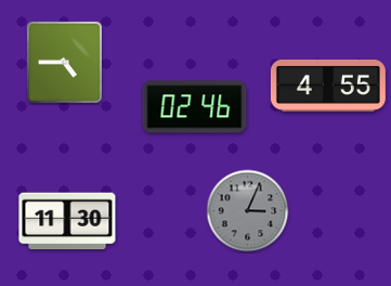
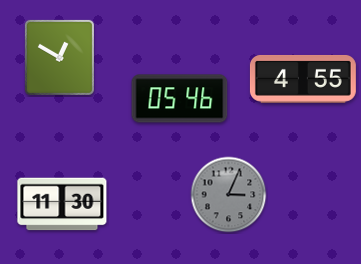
clock at (64, 62): 4:45 -> 12:50
clock at (195, 107): 02:46 -> 05:46
